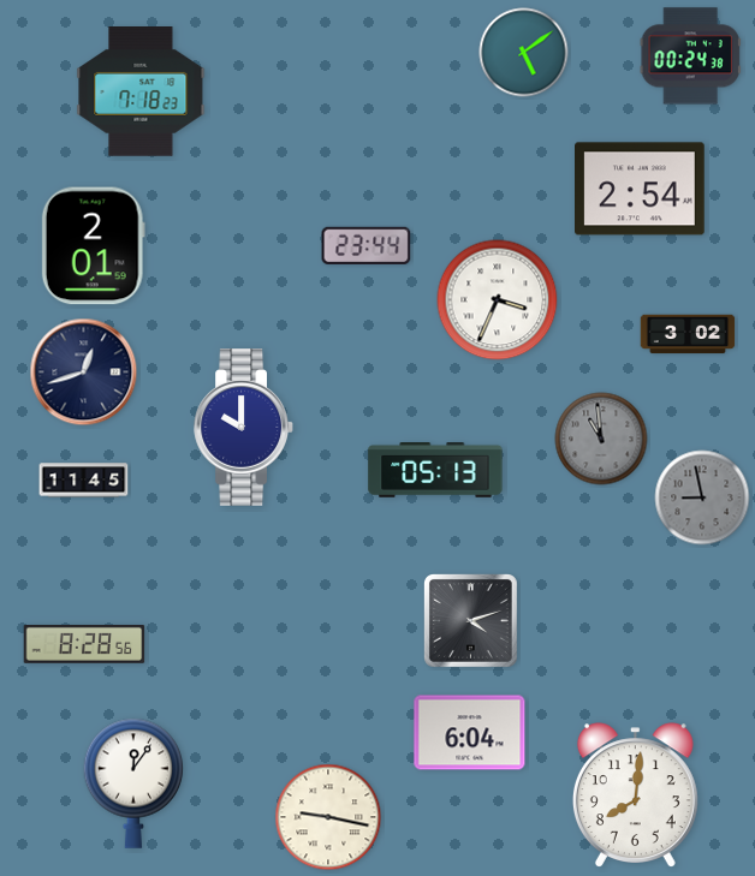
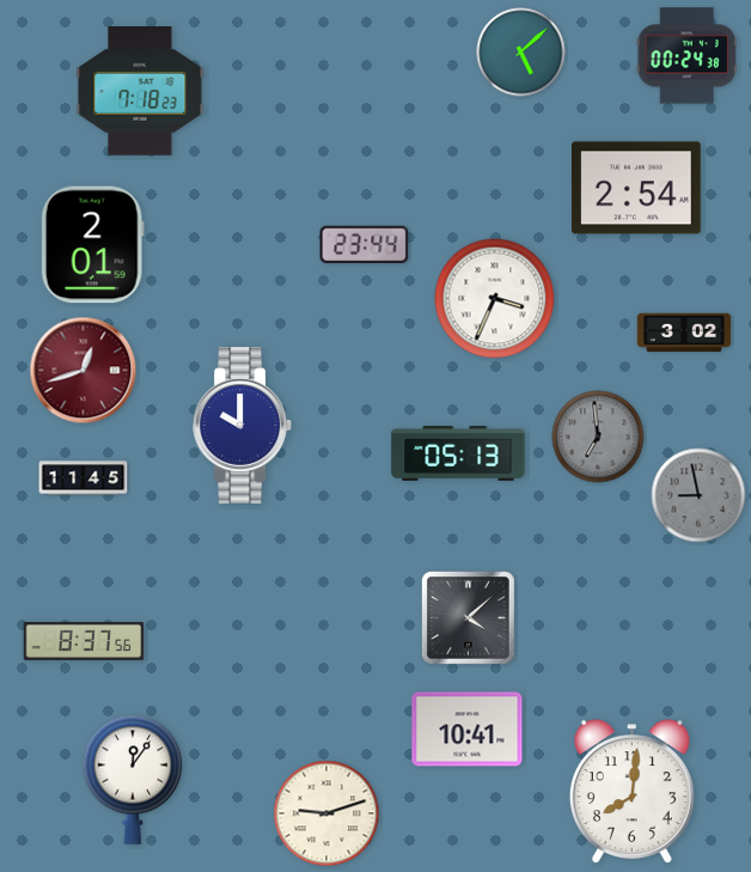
clock at (524, 53): 5:09 -> 5:08
clock at (84, 373) dial: navy -> burgundy
clock at (601, 439): 10:59 -> 6:59
clock at (435, 471) position: (435, 471) -> (458, 455)
clock at (471, 621): 4:12 -> 4:08
clock at (84, 644): 8:28 -> 8:37
clock at (470, 733): 6:04 -> 10:41
clock at (328, 817): 9:17 -> 9:12
